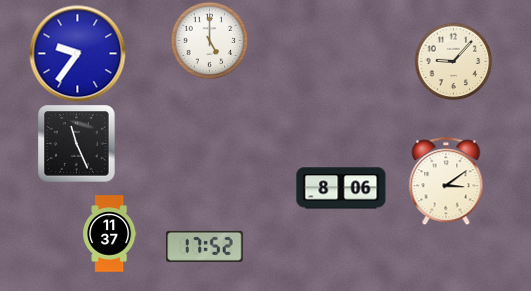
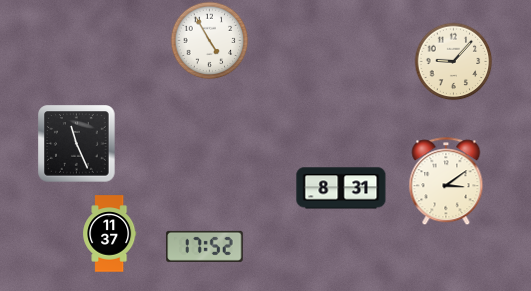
clock at (209, 40): 5:00 -> 4:55
clock at (78, 54): 9:36 -> none
clock at (341, 188): 8:06 -> 8:31
